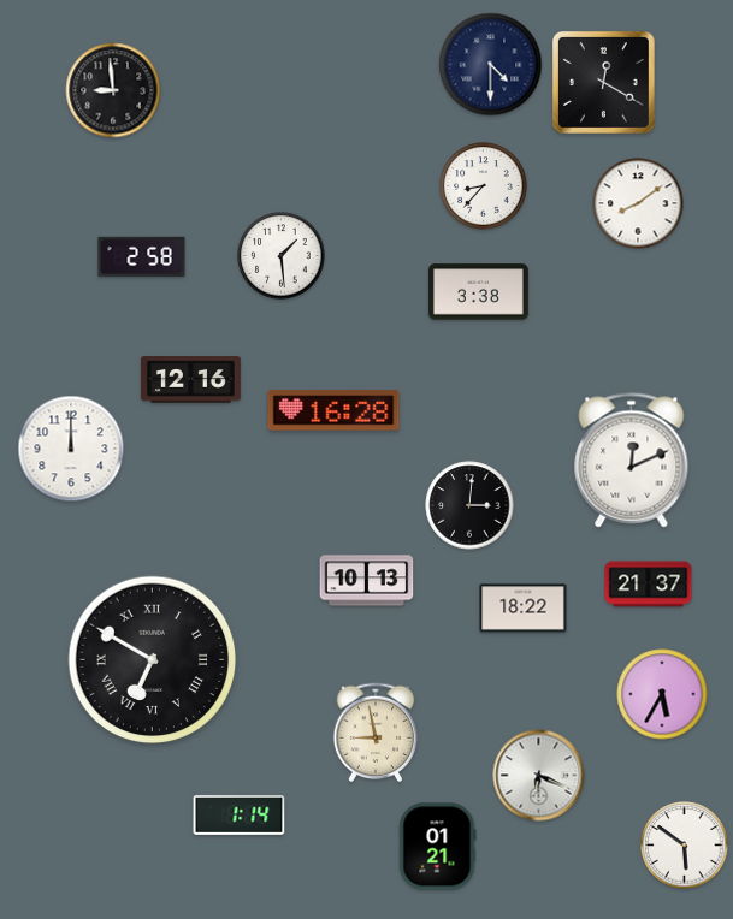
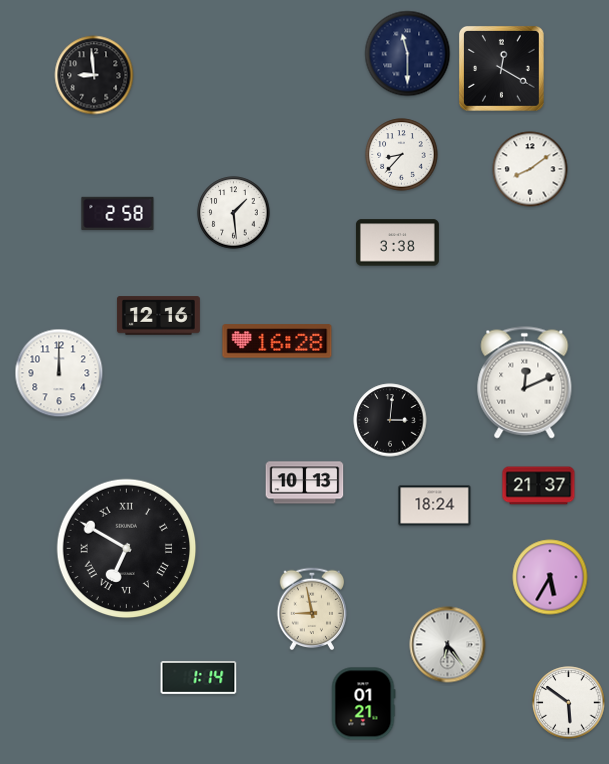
clock at (491, 65): 4:30 -> 11:30
clock at (524, 609): 18:22 -> 18:24
clock at (539, 776): 6:19 -> 6:24
